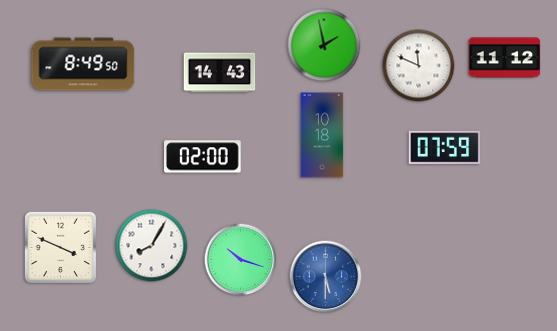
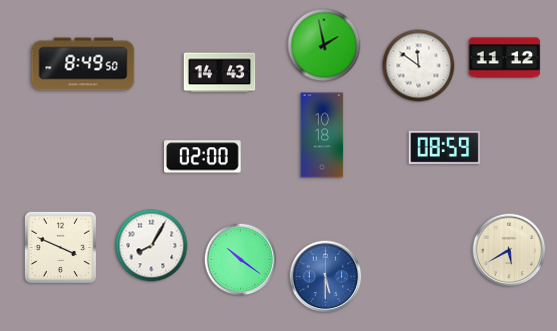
clock at (419, 66): 11:49 -> 11:51
clock at (445, 148): 07:59 -> 08:59
clock at (509, 250): none -> 5:40
clock at (241, 260): 10:18 -> 10:21
